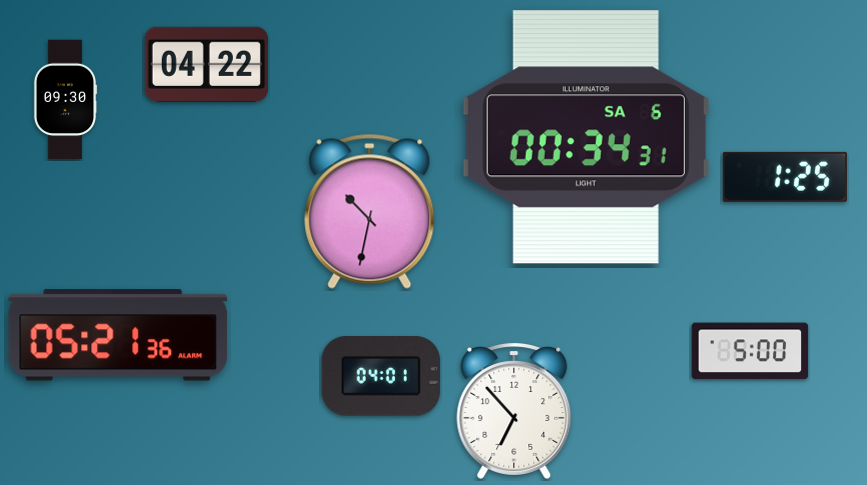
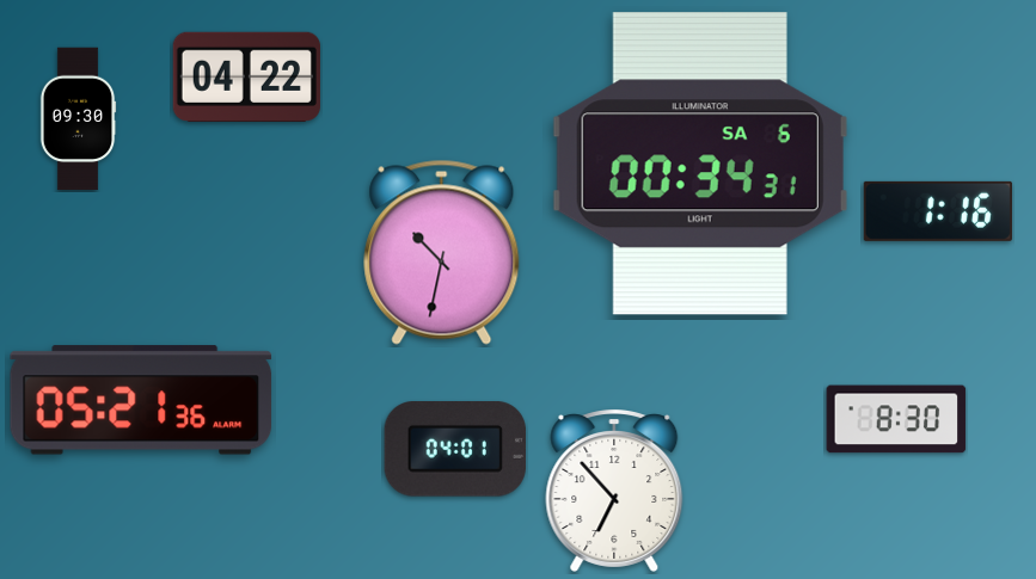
clock at (785, 177): 1:25 -> 1:16
clock at (750, 351): 5:00 -> 8:30
